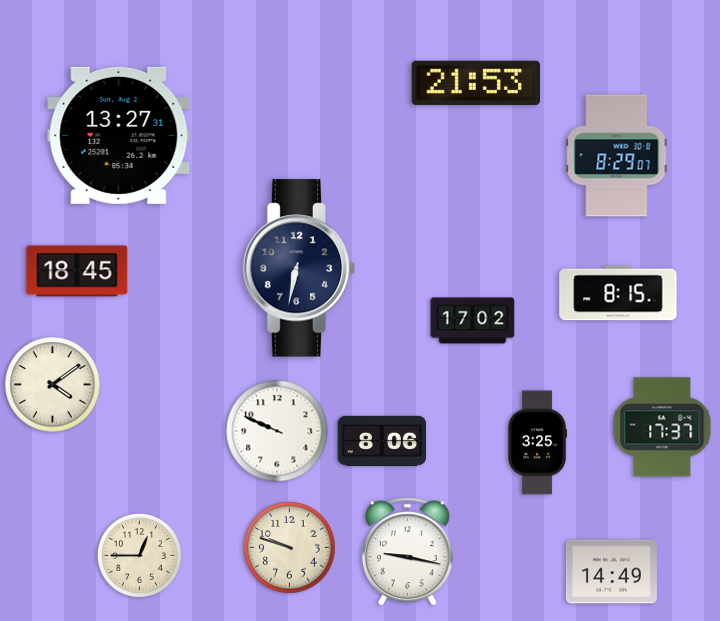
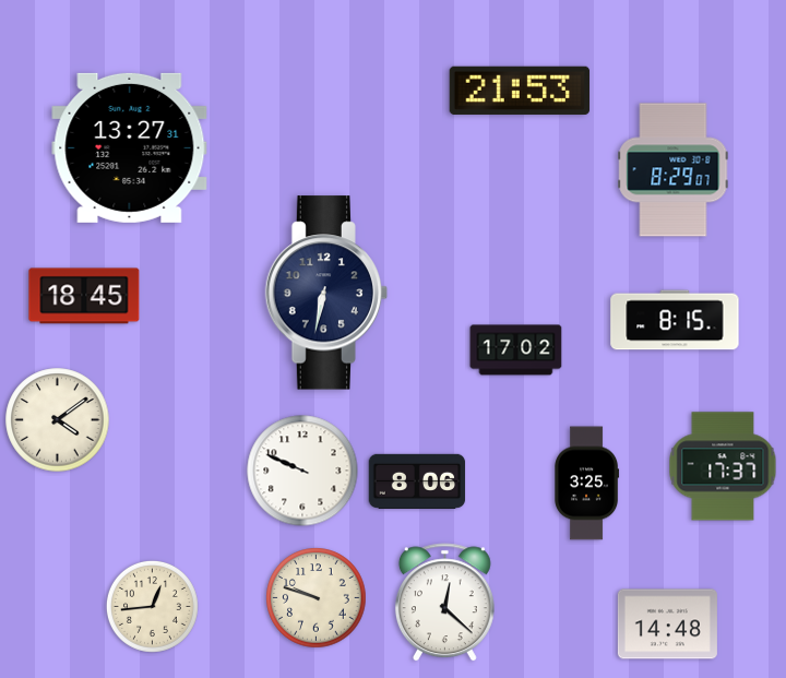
clock at (407, 552): 9:17 -> 12:22
clock at (139, 555): 12:45 -> 12:44
clock at (611, 572): 14:49 -> 14:48
